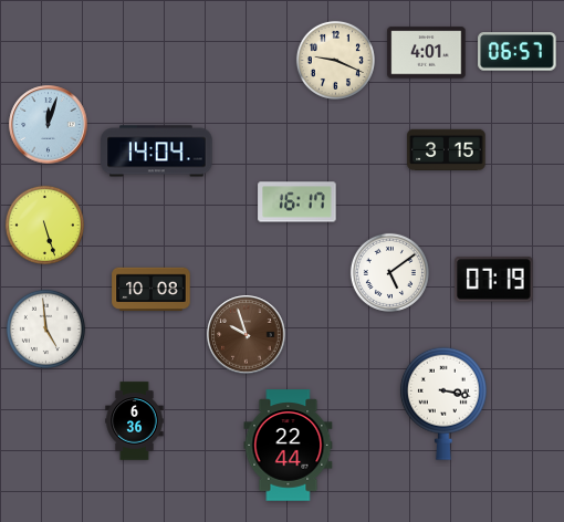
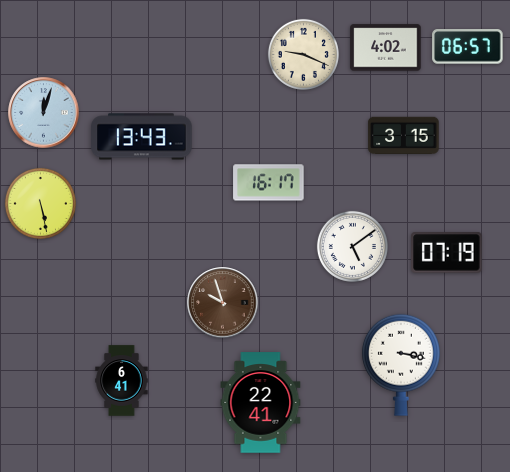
clock at (427, 53): 4:01 -> 4:02
clock at (157, 152): 14:04 -> 13:43
clock at (44, 225): 5:27 -> 5:28
clock at (152, 290): 10:08 -> none
clock at (45, 328): 4:59 -> none
clock at (135, 421): 6:36 -> 6:41
clock at (289, 446): 22:44 -> 22:41
